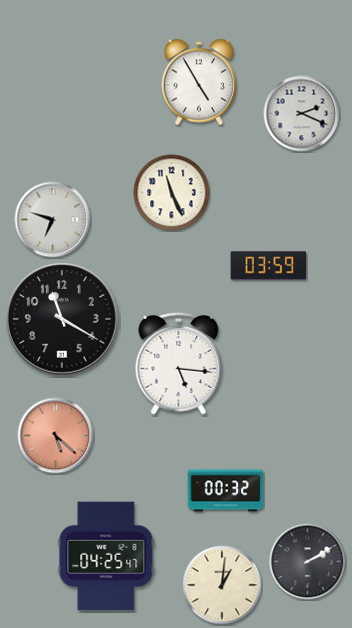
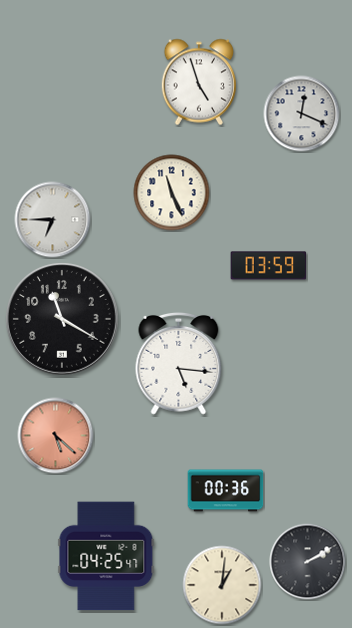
clock at (198, 82): 4:55 -> 4:57
clock at (302, 114): 2:19 -> 12:19
clock at (53, 220): 6:48 -> 6:45
clock at (226, 491): 00:32 -> 00:36
